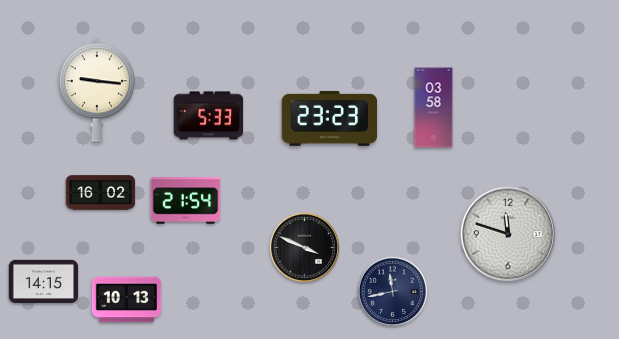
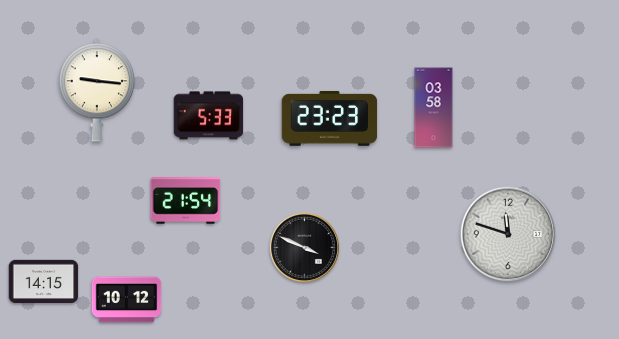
clock at (101, 193): 16:02 -> none
clock at (392, 291): 11:43 -> none
clock at (127, 300): 10:13 -> 10:12
